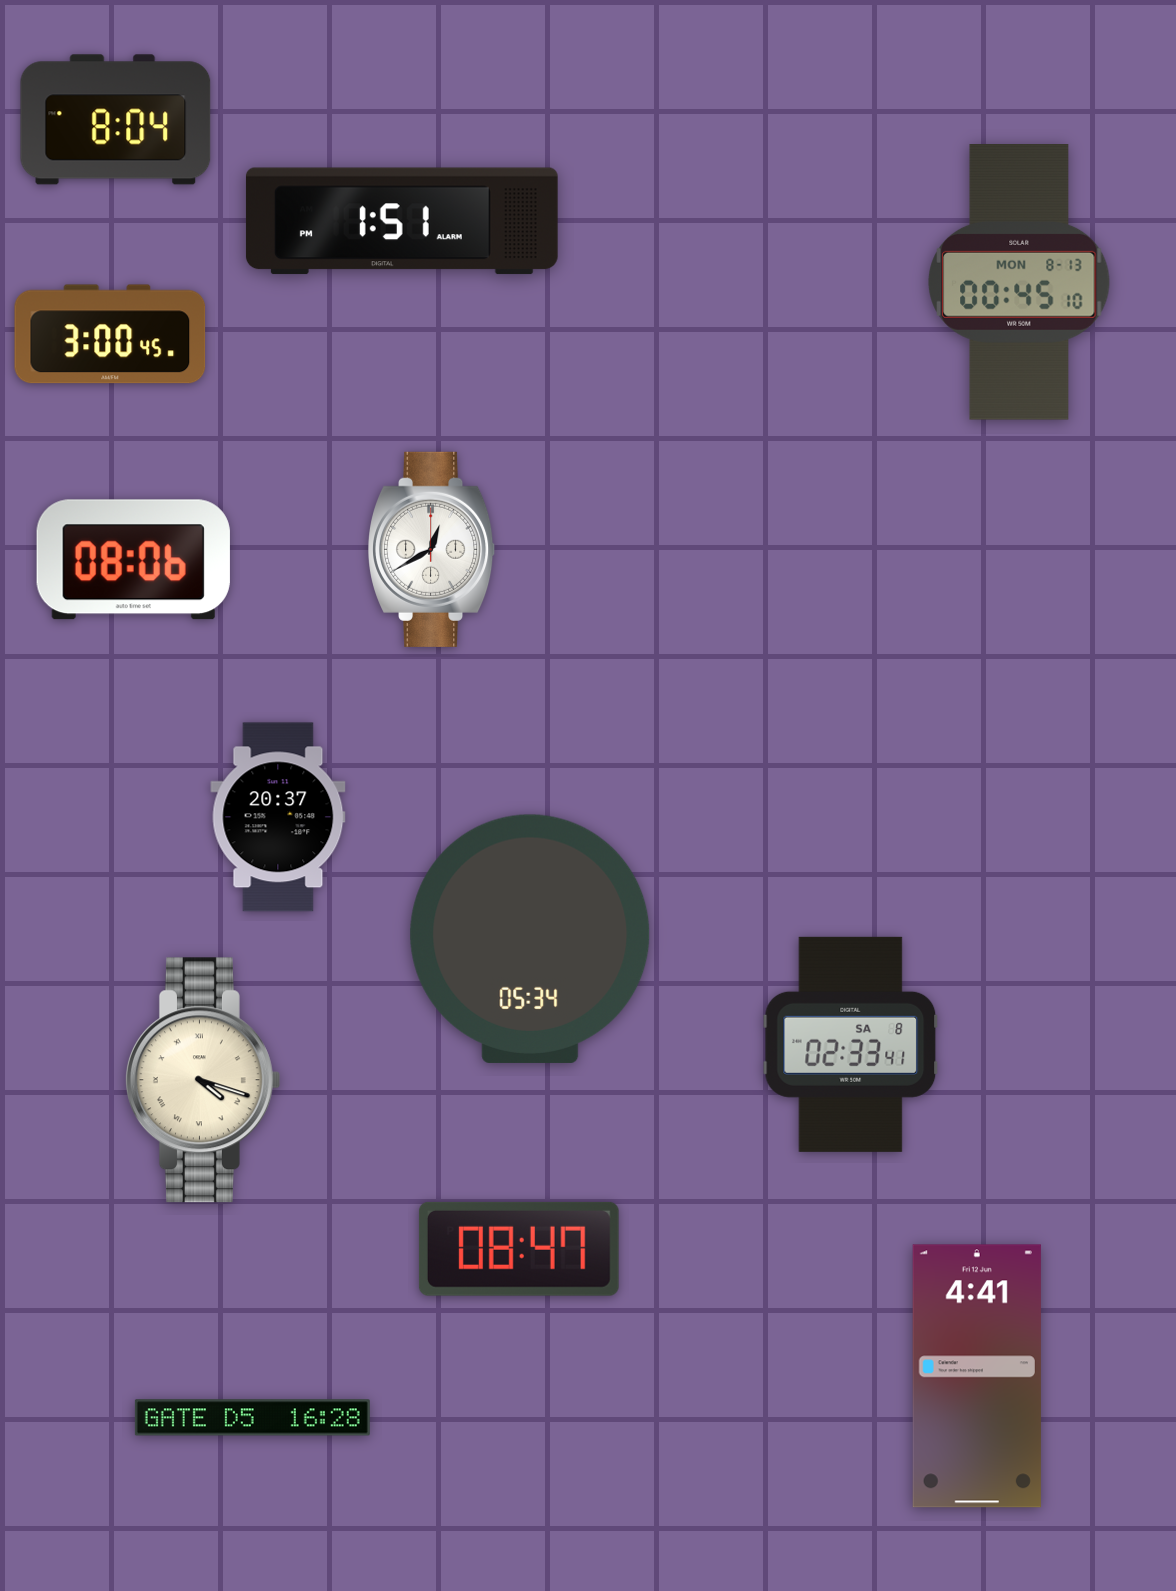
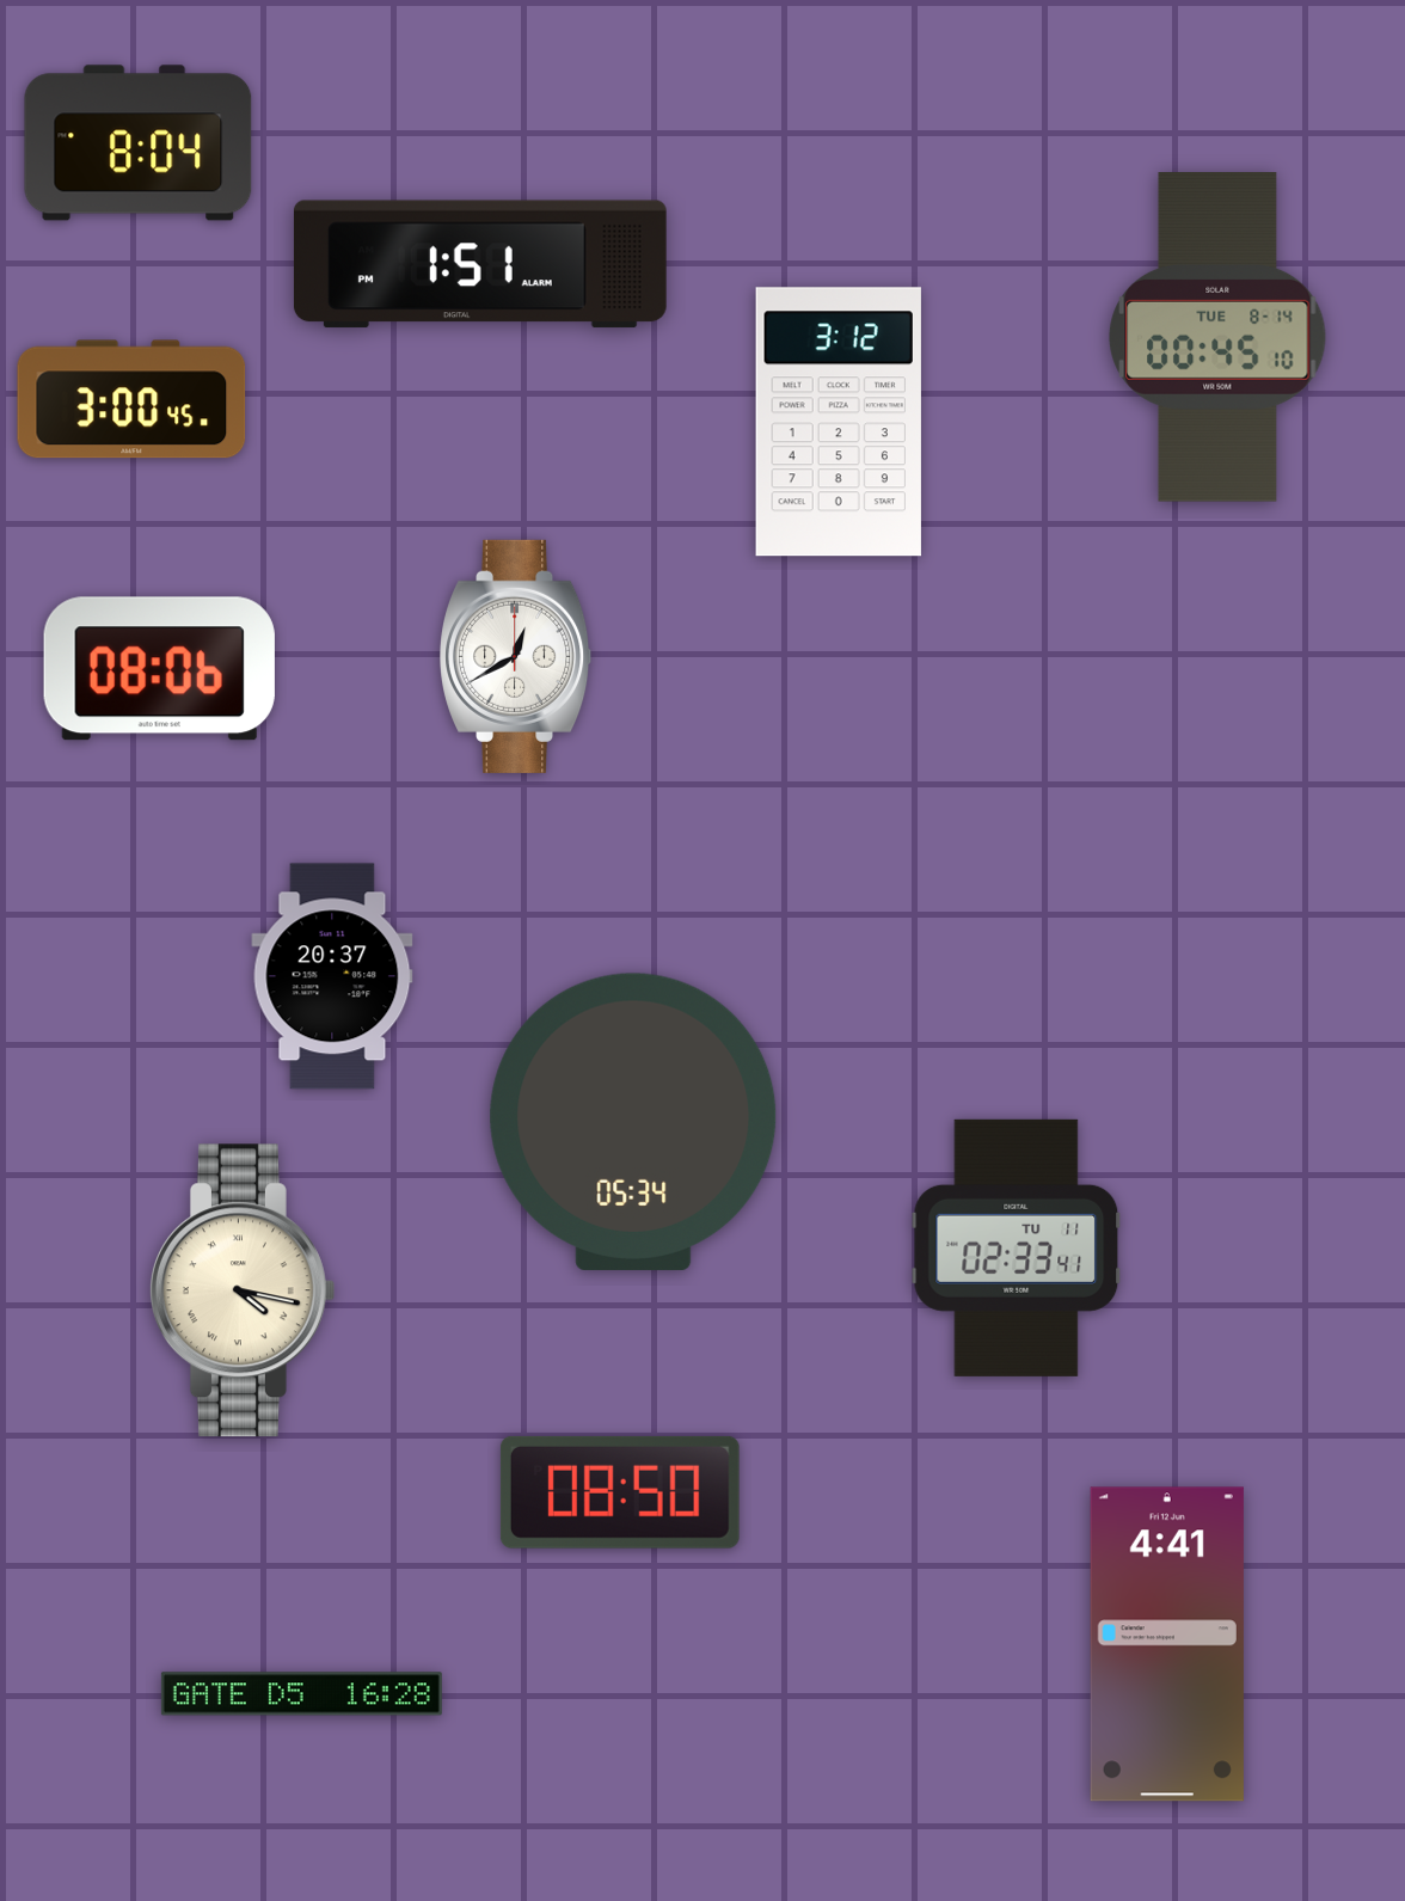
clock at (1019, 283) date: MON 8-13 -> TUE 8-14
clock at (839, 422): none -> 3:12
clock at (851, 1044) date: SA 8 -> TU 11
clock at (202, 1080): 4:18 -> 4:17
clock at (519, 1249): 08:47 -> 08:50
